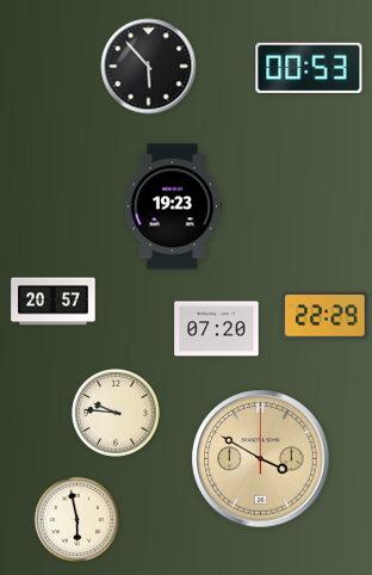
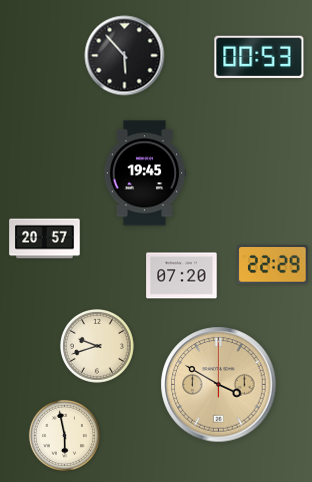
clock at (173, 206): 19:23 -> 19:45
clock at (54, 302) position: (54, 302) -> (45, 239)
clock at (117, 414): 9:46 -> 9:42
